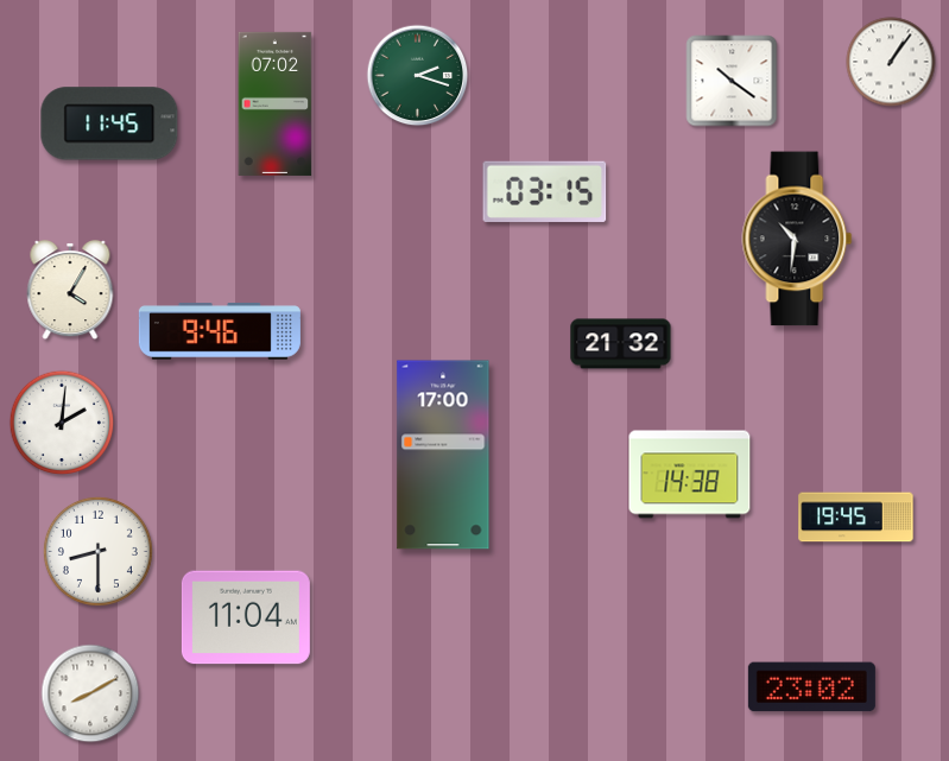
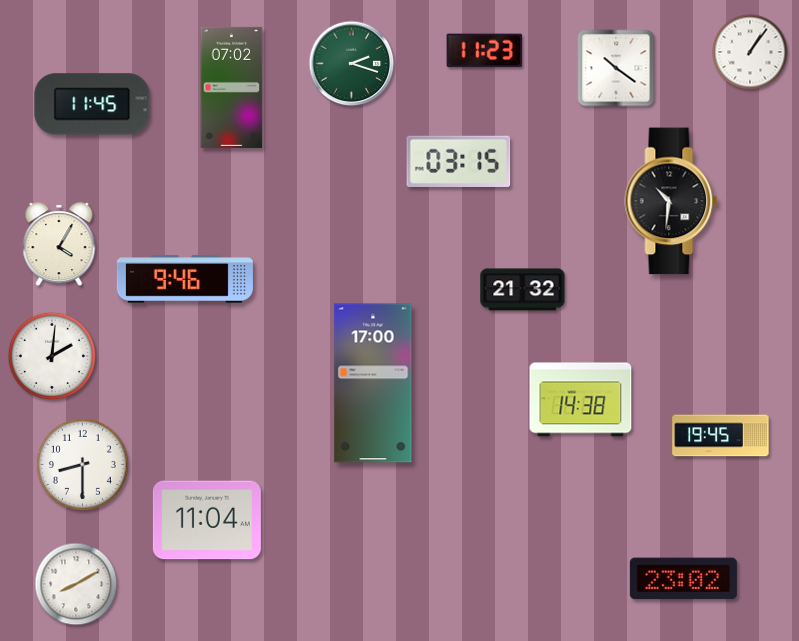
clock at (485, 51): none -> 11:23
